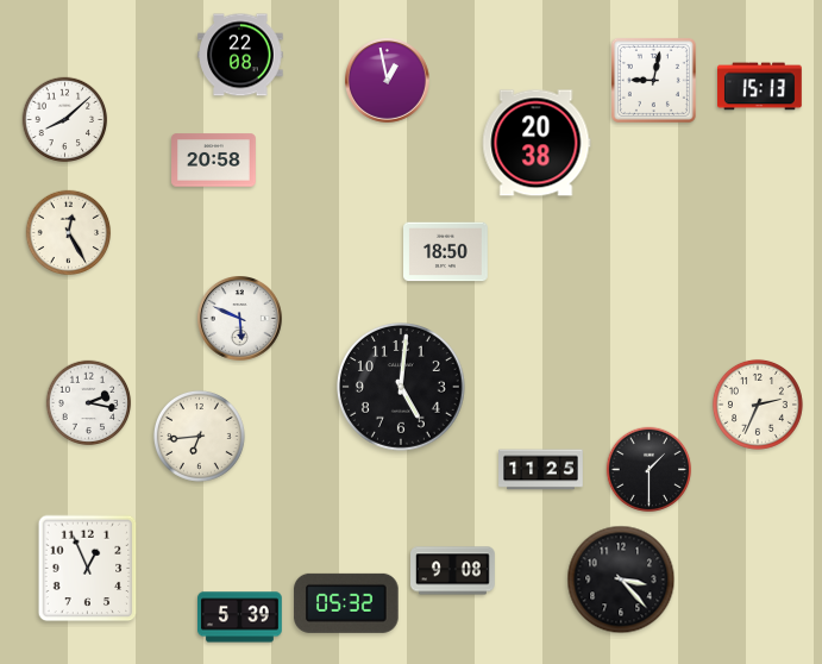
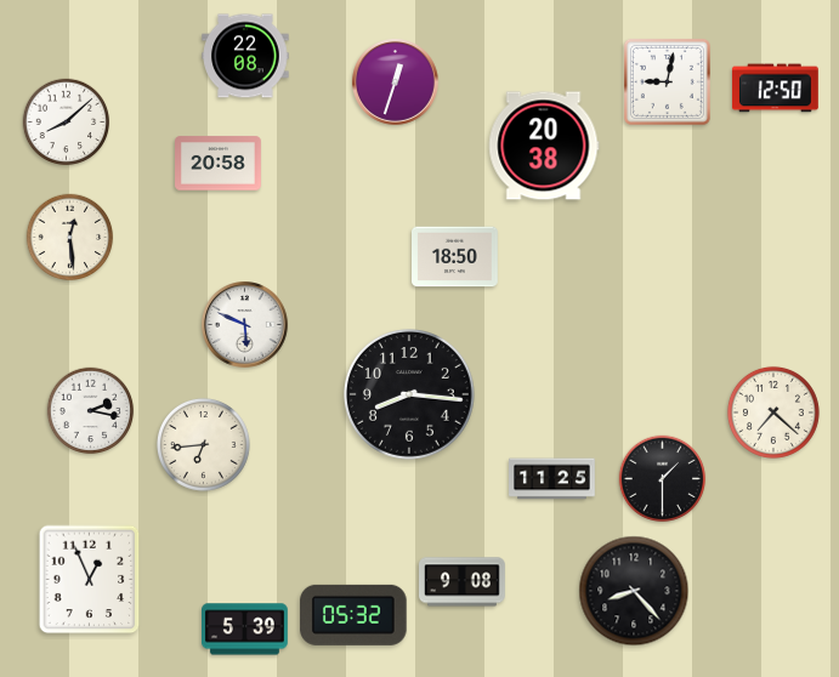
clock at (388, 81): 12:58 -> 12:33
clock at (760, 87): 15:13 -> 12:50
clock at (537, 143) position: (537, 143) -> (544, 146)
clock at (69, 233): 12:25 -> 12:29
clock at (402, 388): 5:01 -> 8:16
clock at (758, 405): 2:34 -> 7:22
clock at (621, 580): 3:23 -> 8:23
